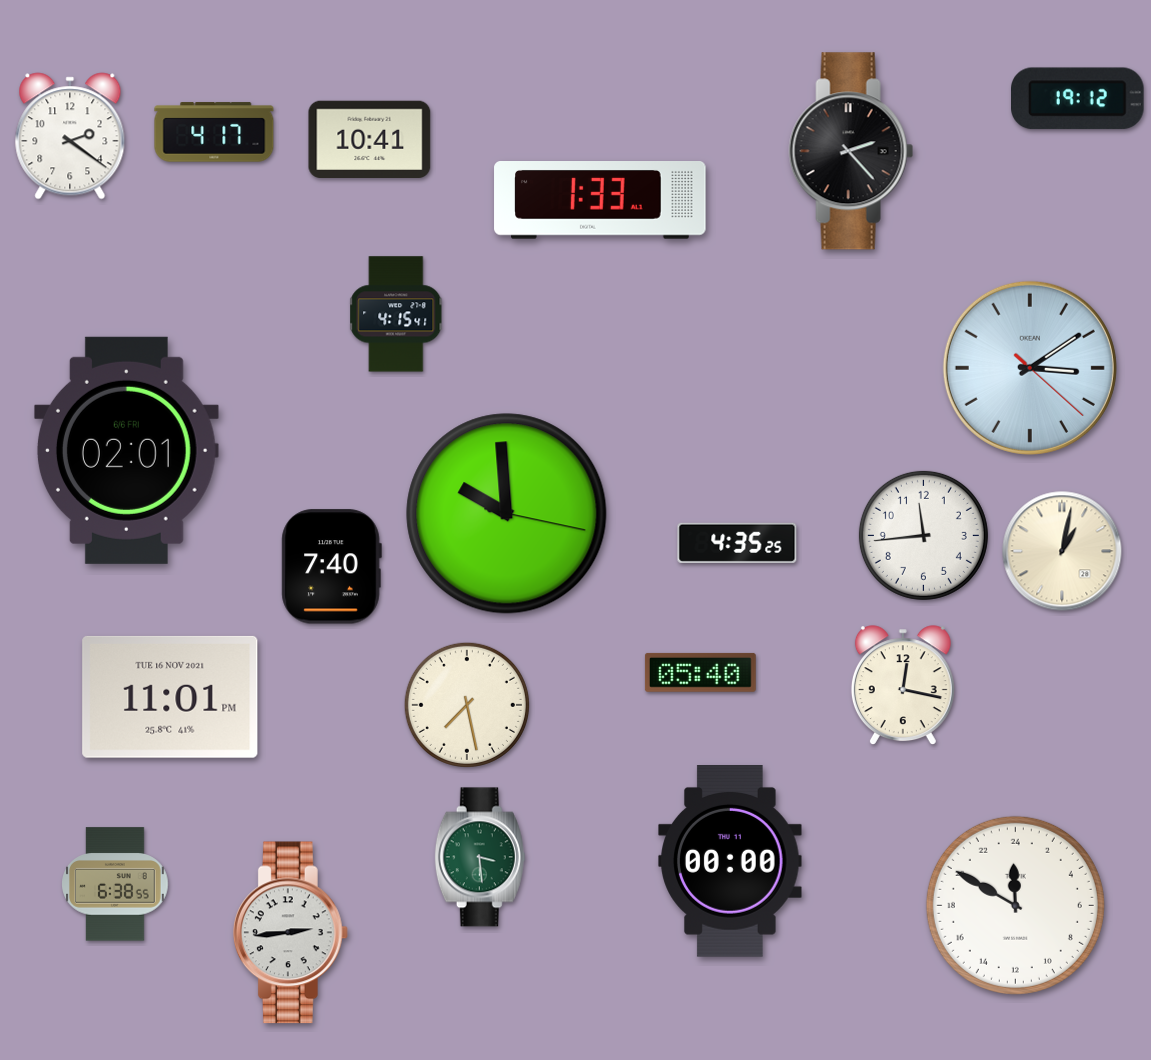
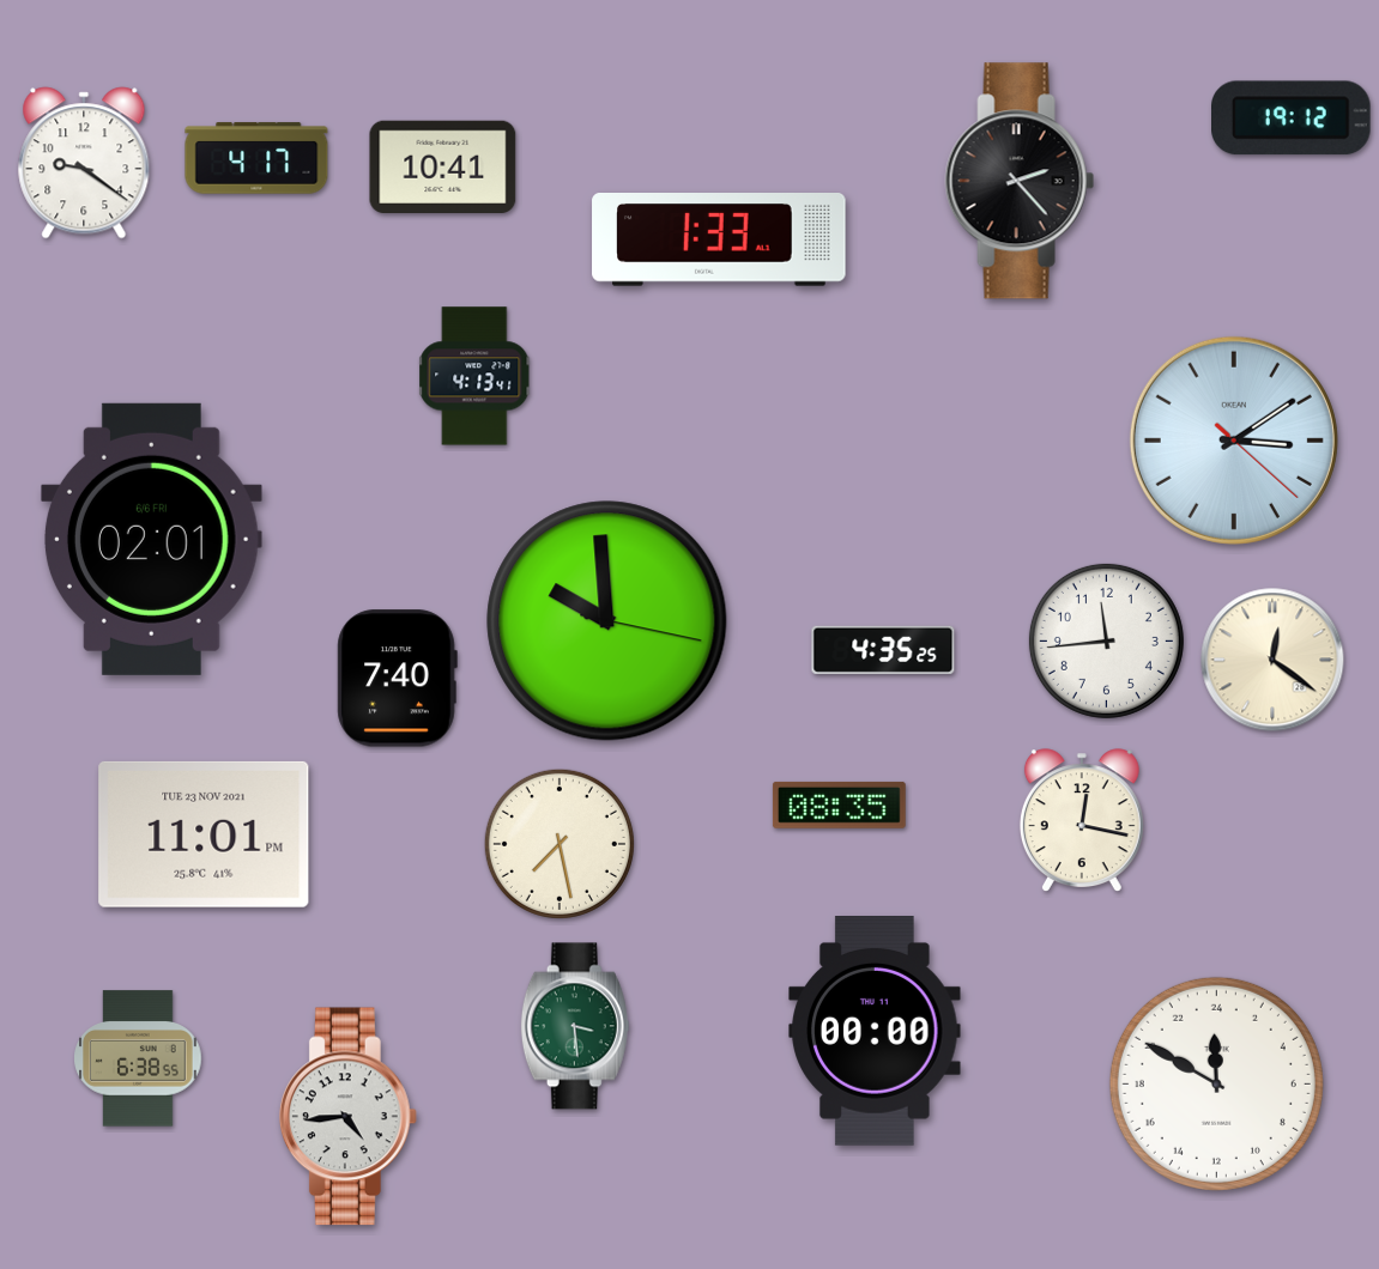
clock at (70, 136): 2:21 -> 9:21
clock at (397, 314): 4:15 -> 4:13
clock at (507, 514) position: (507, 514) -> (607, 621)
clock at (1062, 551): 1:02 -> 12:21
clock at (700, 672): 05:40 -> 08:35
clock at (170, 697) date: TUE 16 NOV 2021 -> TUE 23 NOV 2021
clock at (290, 933): 2:44 -> 4:44
